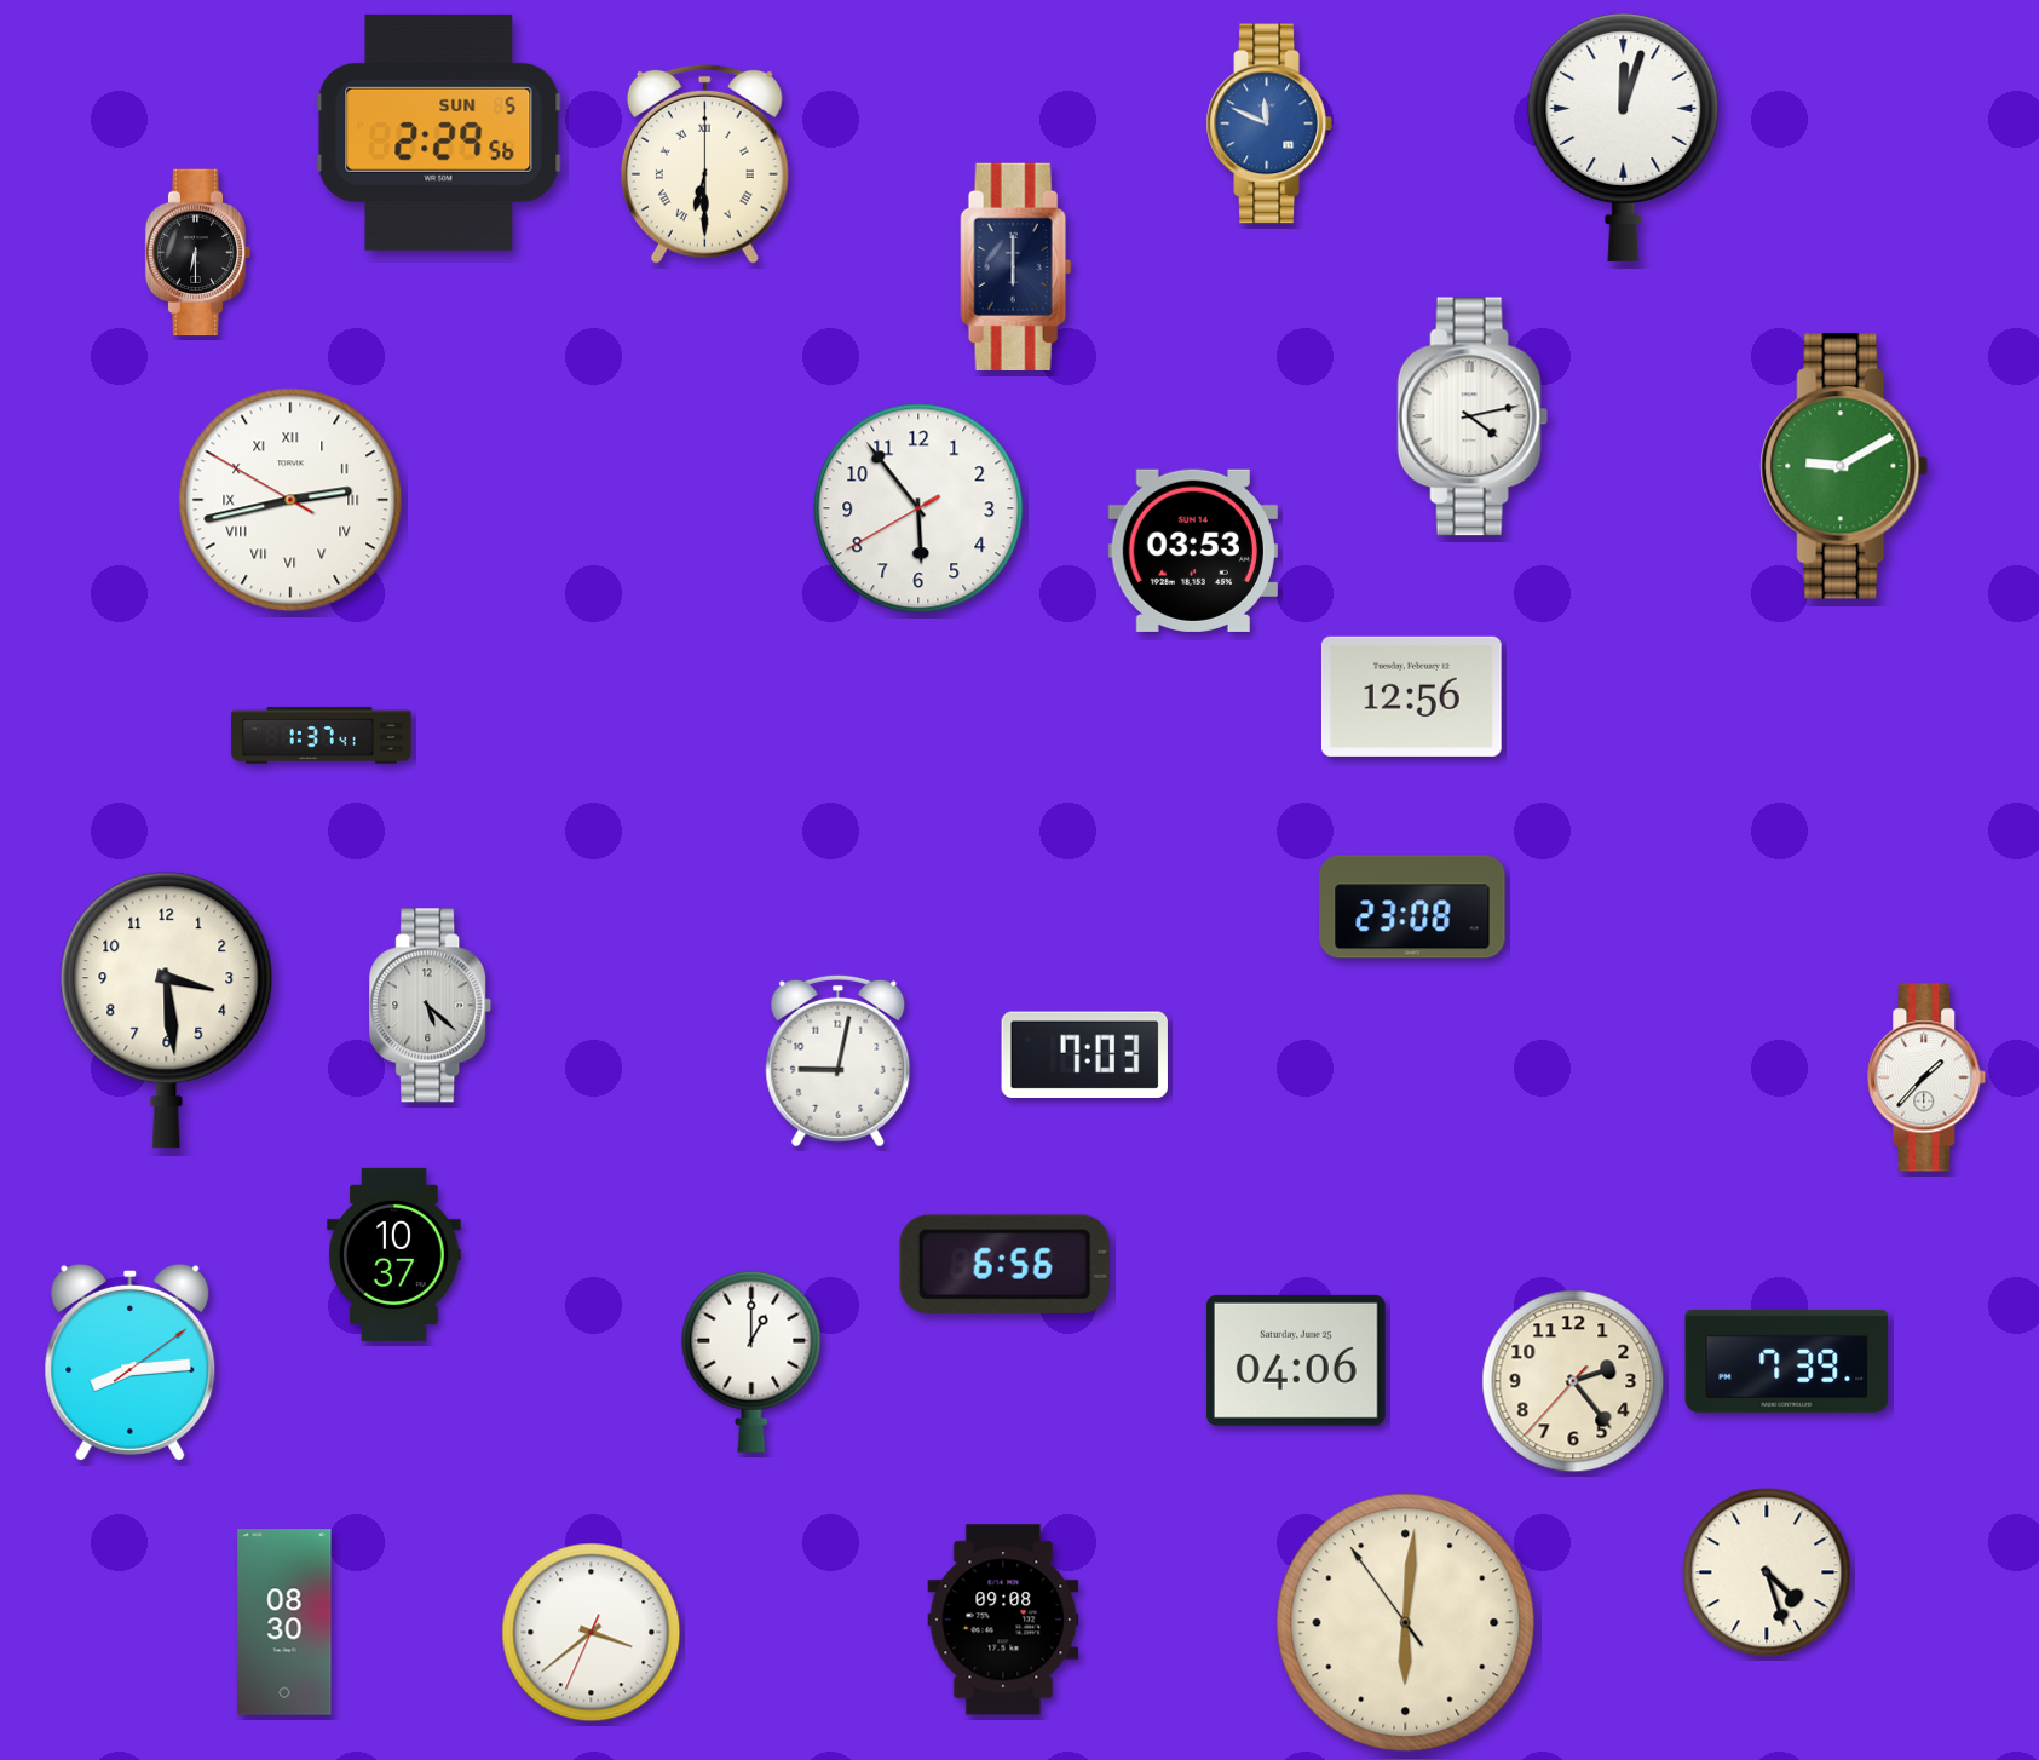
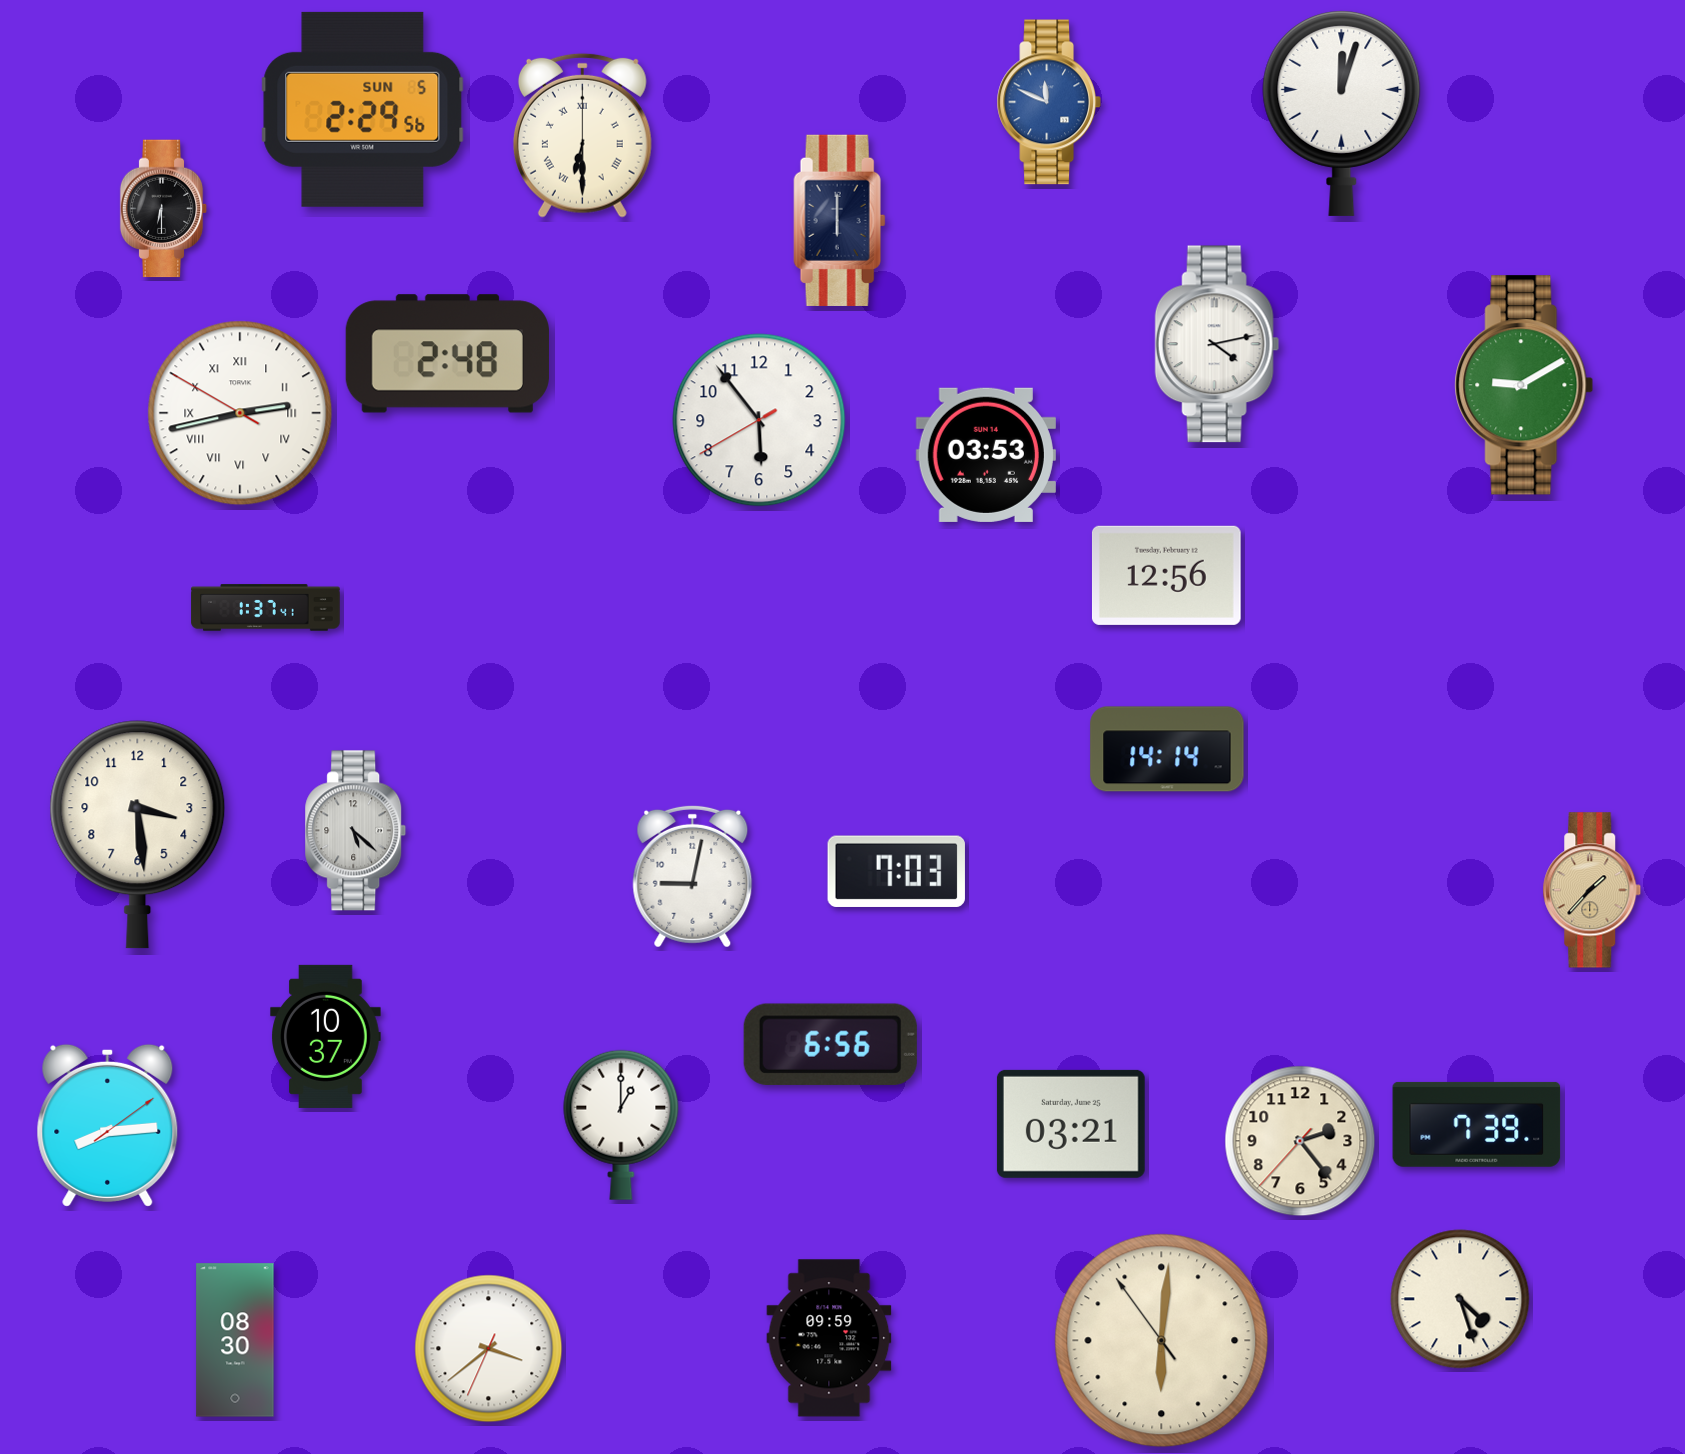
clock at (447, 354): none -> 2:48
clock at (1412, 907): 23:08 -> 14:14
clock at (1926, 1077) dial: white -> champagne
clock at (1296, 1361): 04:06 -> 03:21
clock at (1003, 1620): 09:08 -> 09:59
